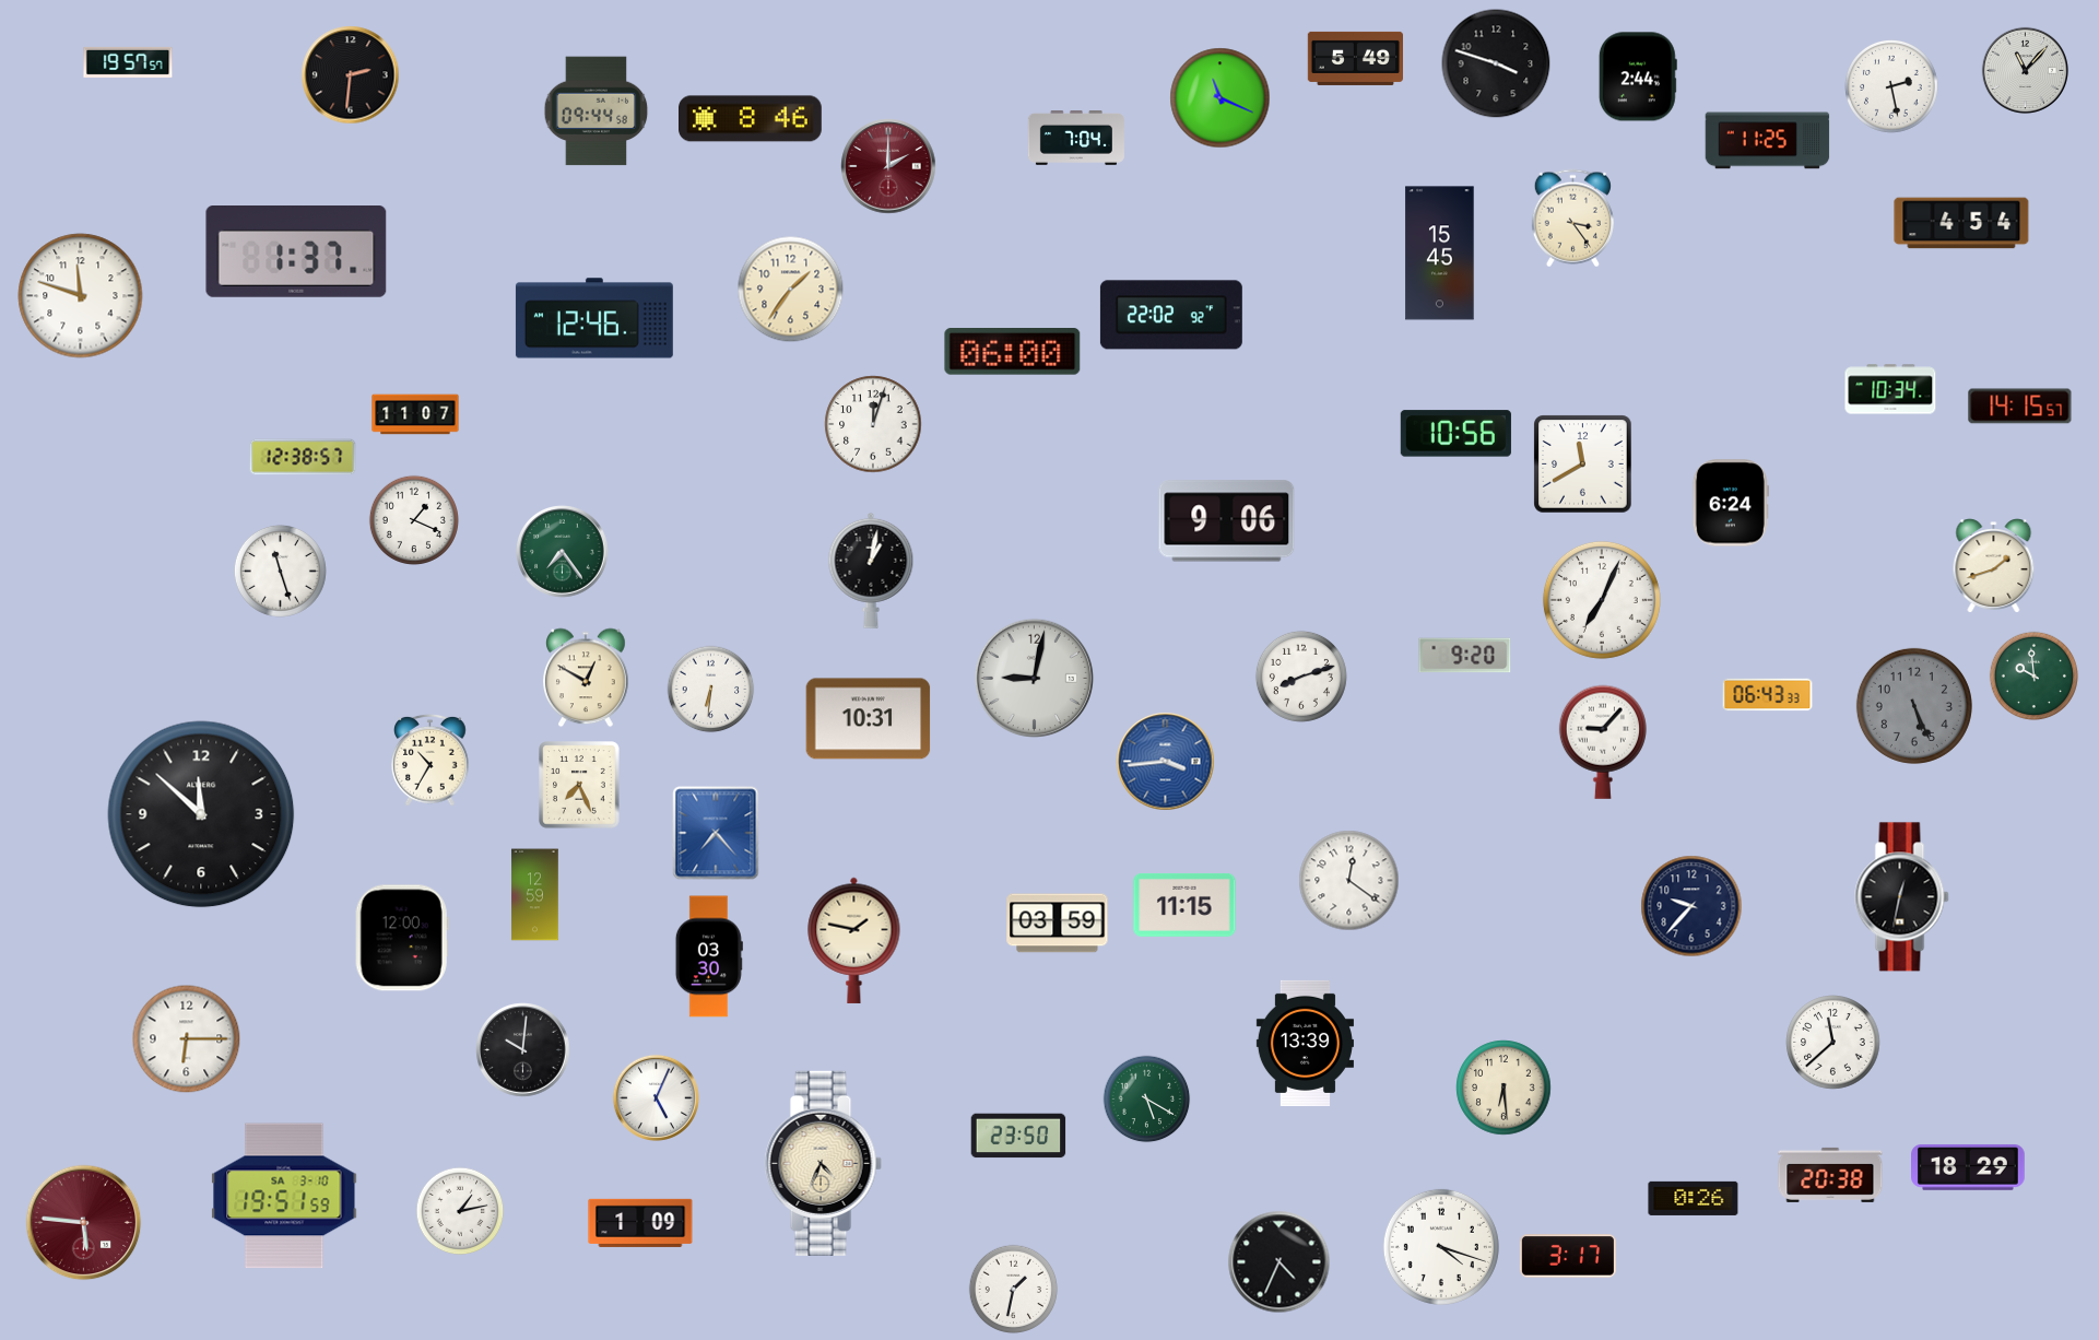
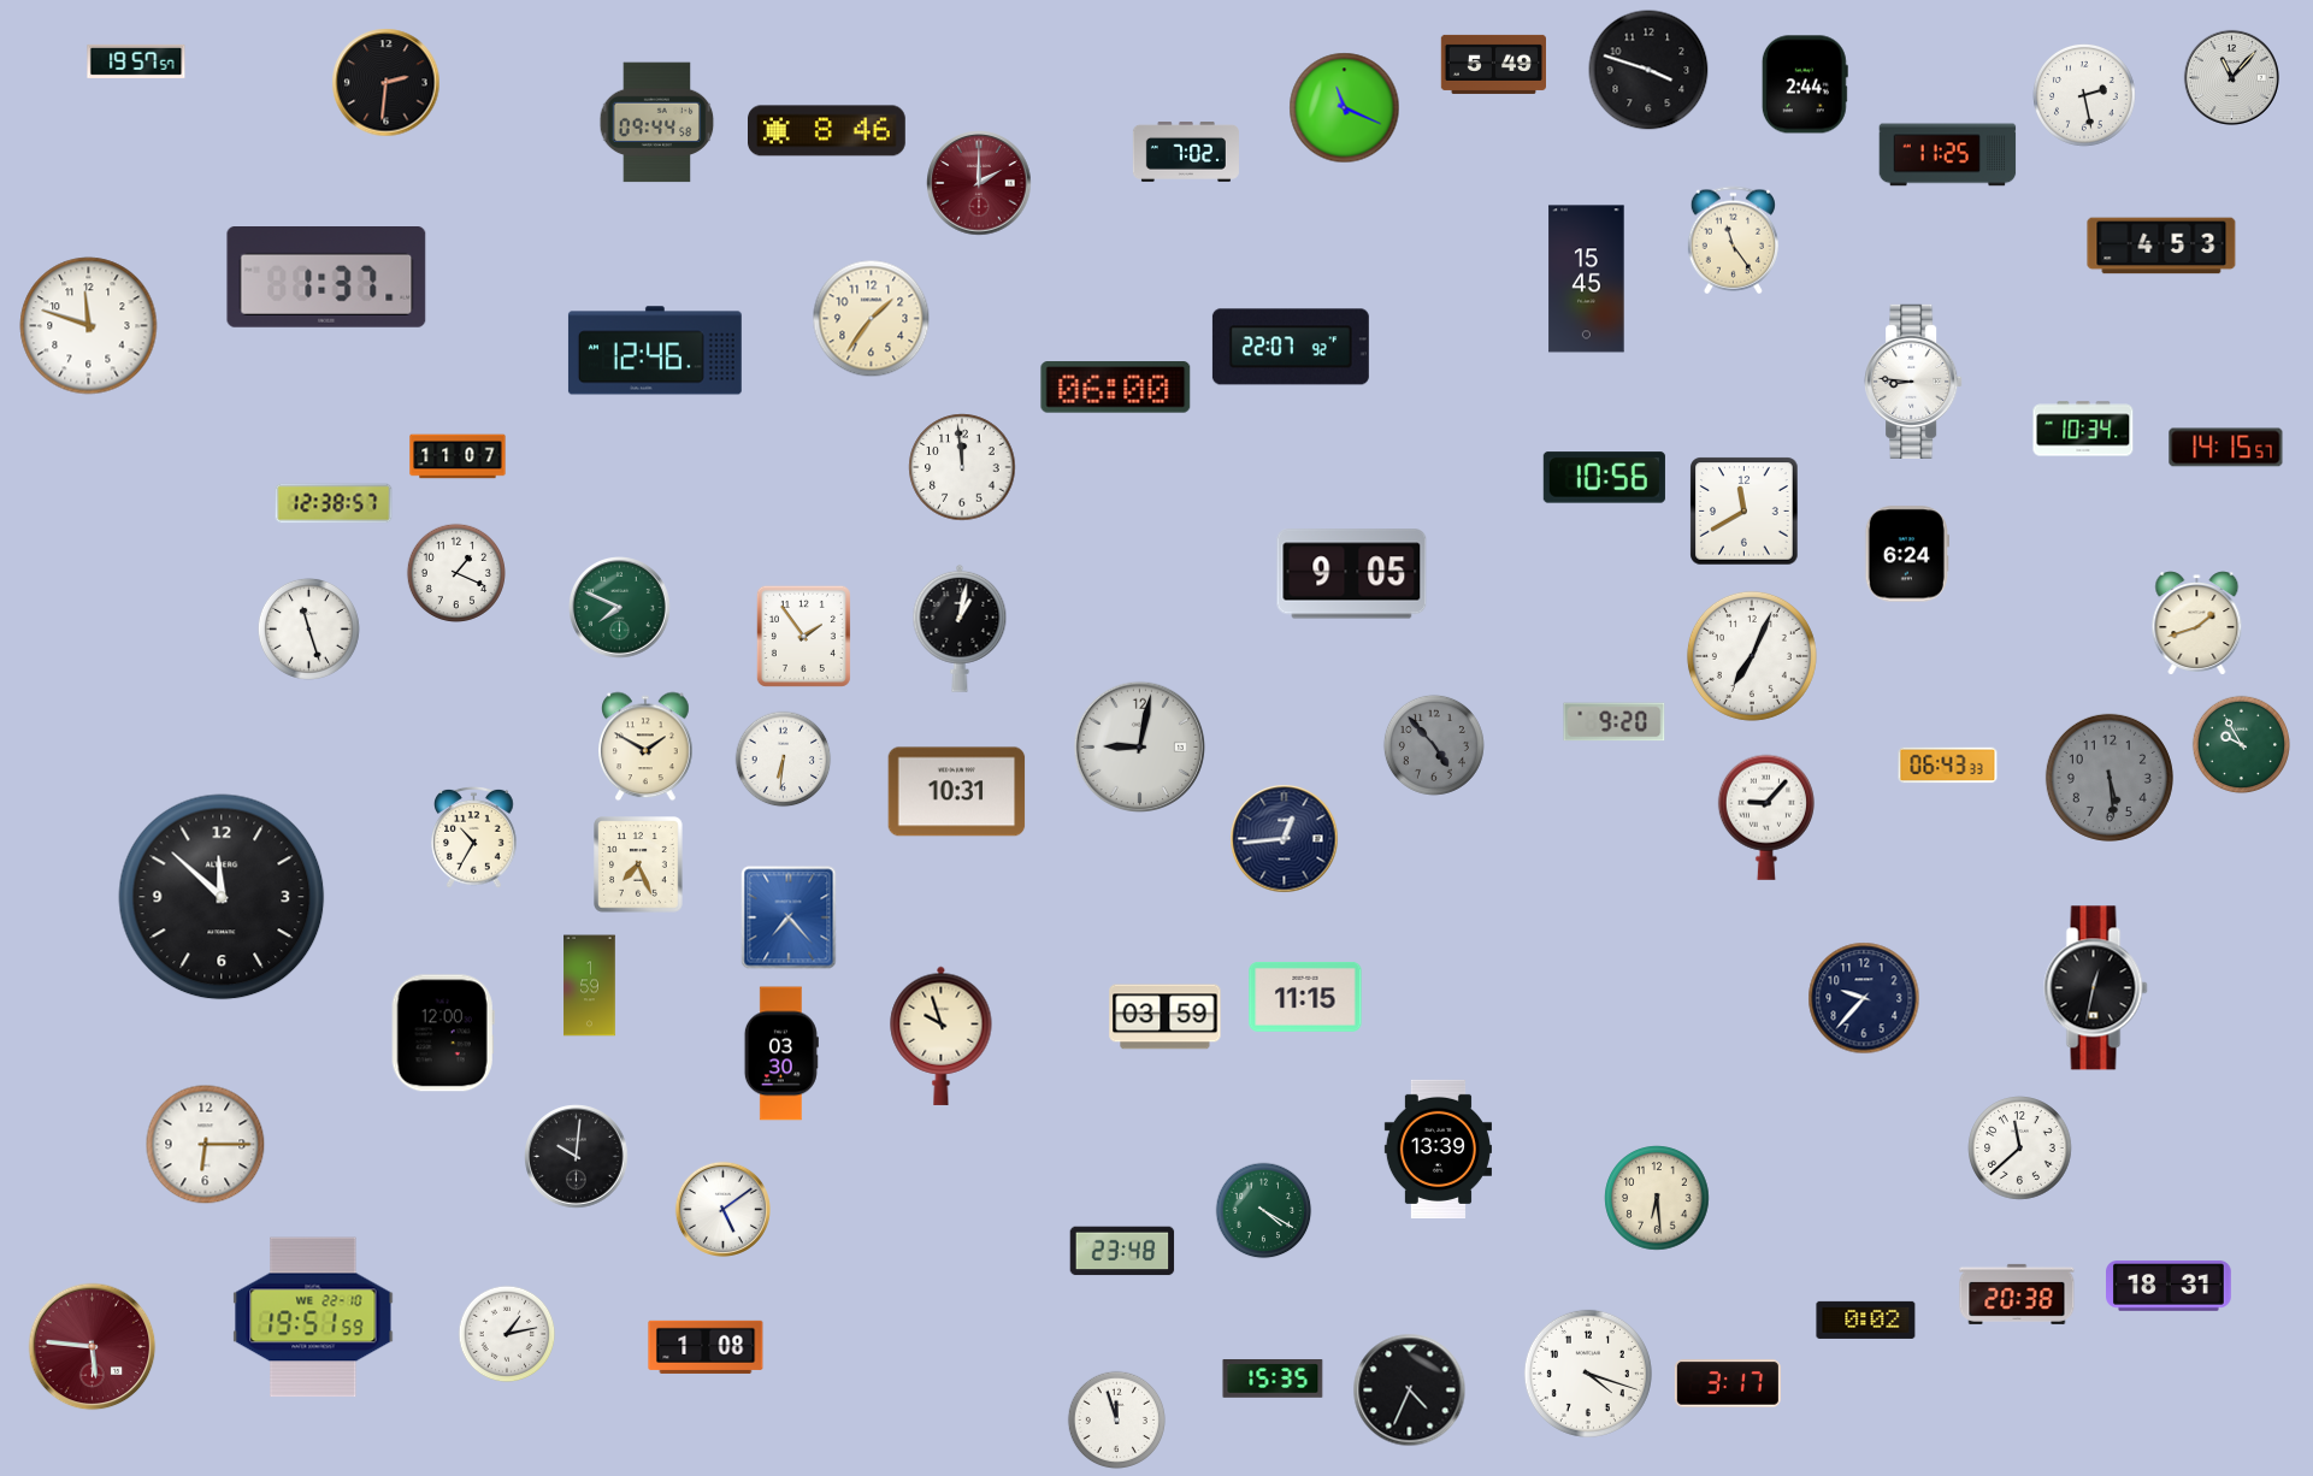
clock at (128, 62) position: (128, 62) -> (136, 61)
clock at (1076, 139): 7:04 -> 7:02
clock at (1572, 219): 3:24 -> 11:24
clock at (1961, 223): 4:54 -> 4:53
clock at (1171, 315): 22:02 -> 22:07
clock at (1913, 382): none -> 8:46
clock at (873, 424): 12:03 -> 11:59
clock at (1227, 521): 9:06 -> 9:05
clock at (563, 552): 7:24 -> 7:49
clock at (803, 636): none -> 1:54
clock at (1602, 600) position: (1602, 600) -> (1752, 656)
clock at (1301, 677): 8:12 -> 4:53
clock at (1301, 677) dial: white -> grey
clock at (2035, 677): 9:59 -> 9:55
clock at (586, 678): 12:50 -> 1:50
clock at (1914, 706): 5:26 -> 5:29
clock at (1166, 762): 3:44 -> 12:44
clock at (1166, 762) dial: blue -> navy
clock at (1349, 881): 12:21 -> none
clock at (535, 895): 12:59 -> 1:59
clock at (854, 940): 1:47 -> 9:57
clock at (656, 1097): 5:04 -> 5:09
clock at (1147, 1100): 5:20 -> 4:20
clock at (1018, 1136): 23:50 -> 23:48
clock at (823, 1163): 4:34 -> none
clock at (1969, 1168): 18:29 -> 18:31
clock at (284, 1196) date: SA 3-10 -> WE 22-10
clock at (1694, 1198): 0:26 -> 0:02
clock at (640, 1223): 1:09 -> 1:08
clock at (1273, 1380): none -> 15:35
clock at (1014, 1290): 1:32 -> 11:57
